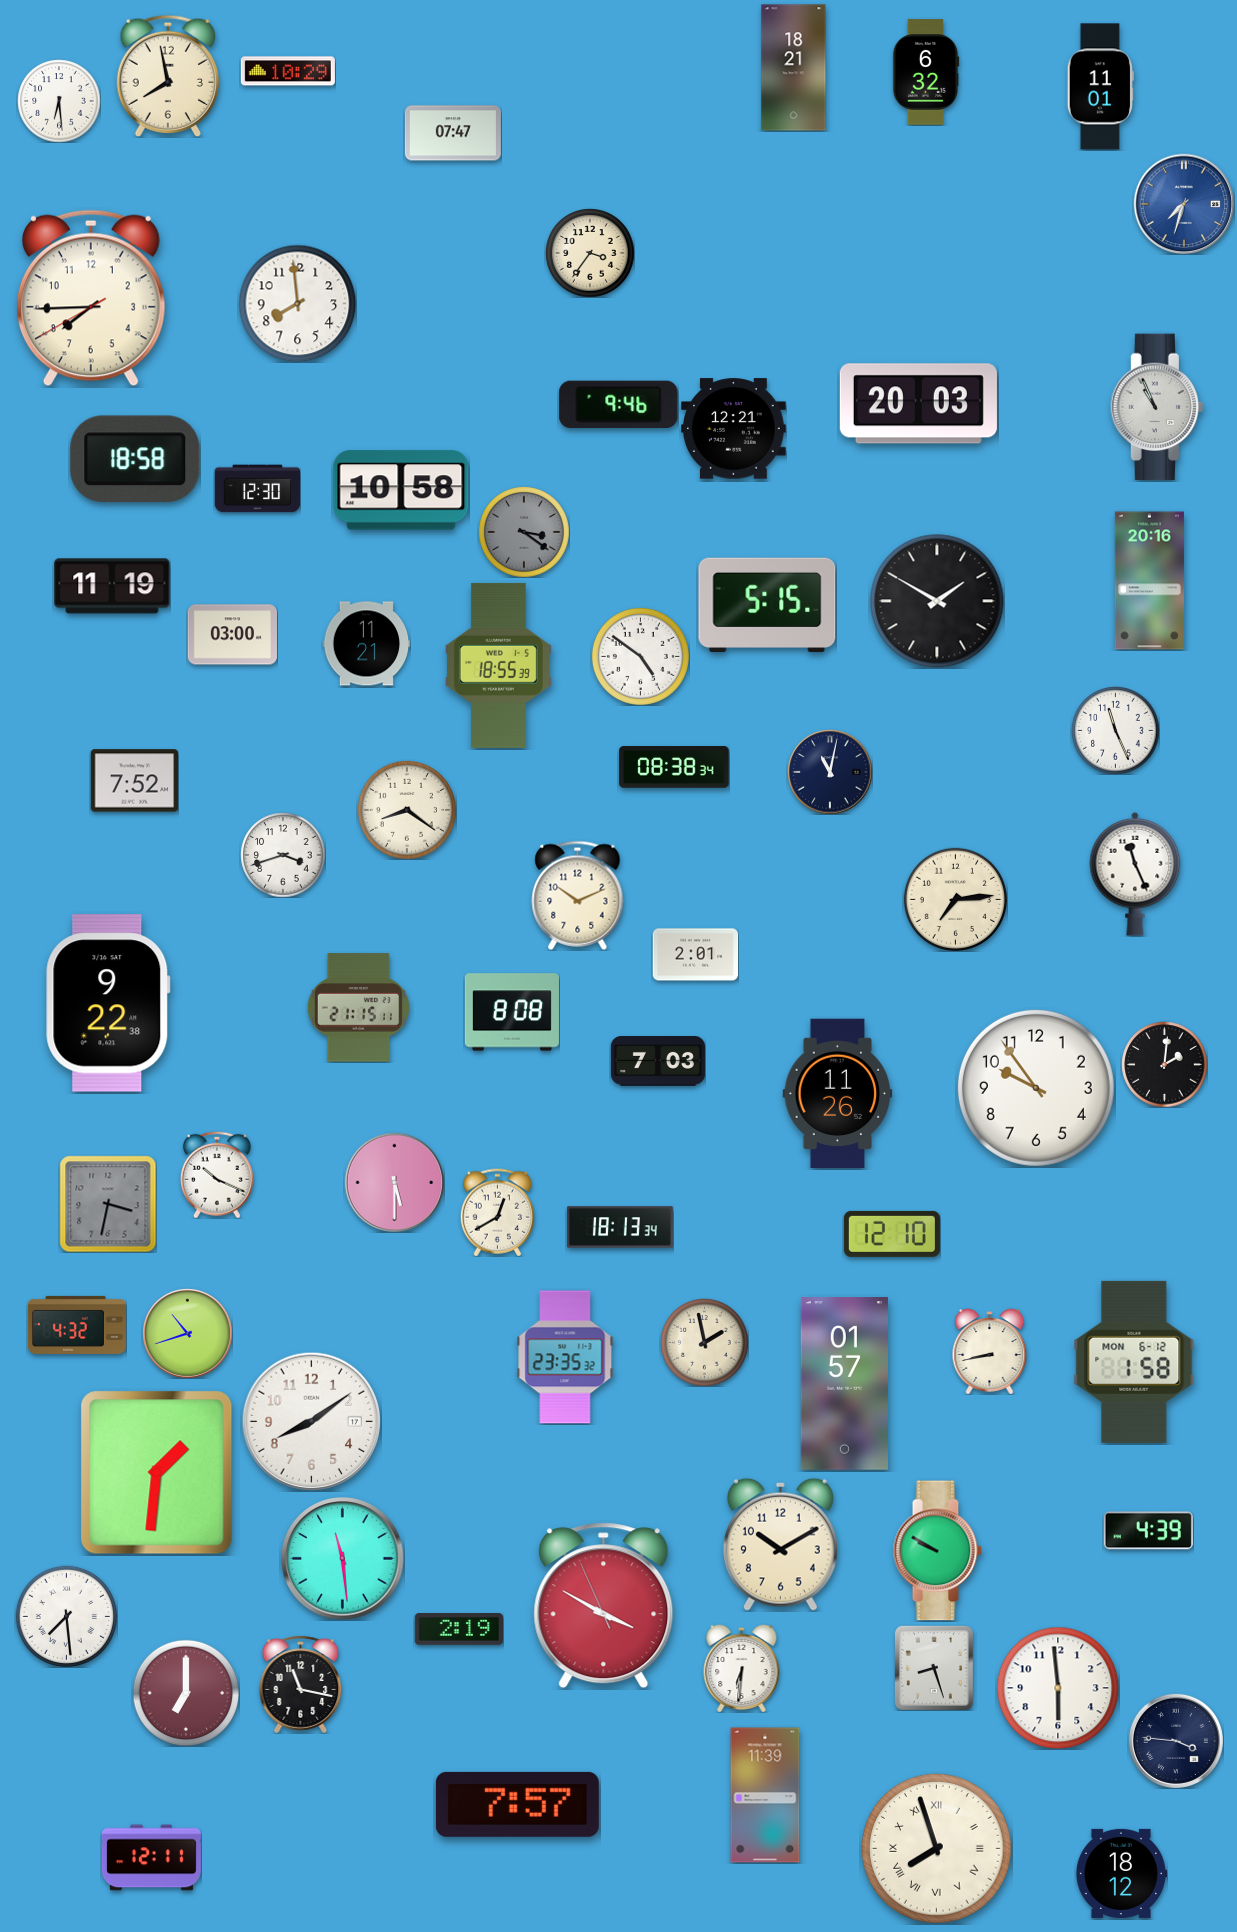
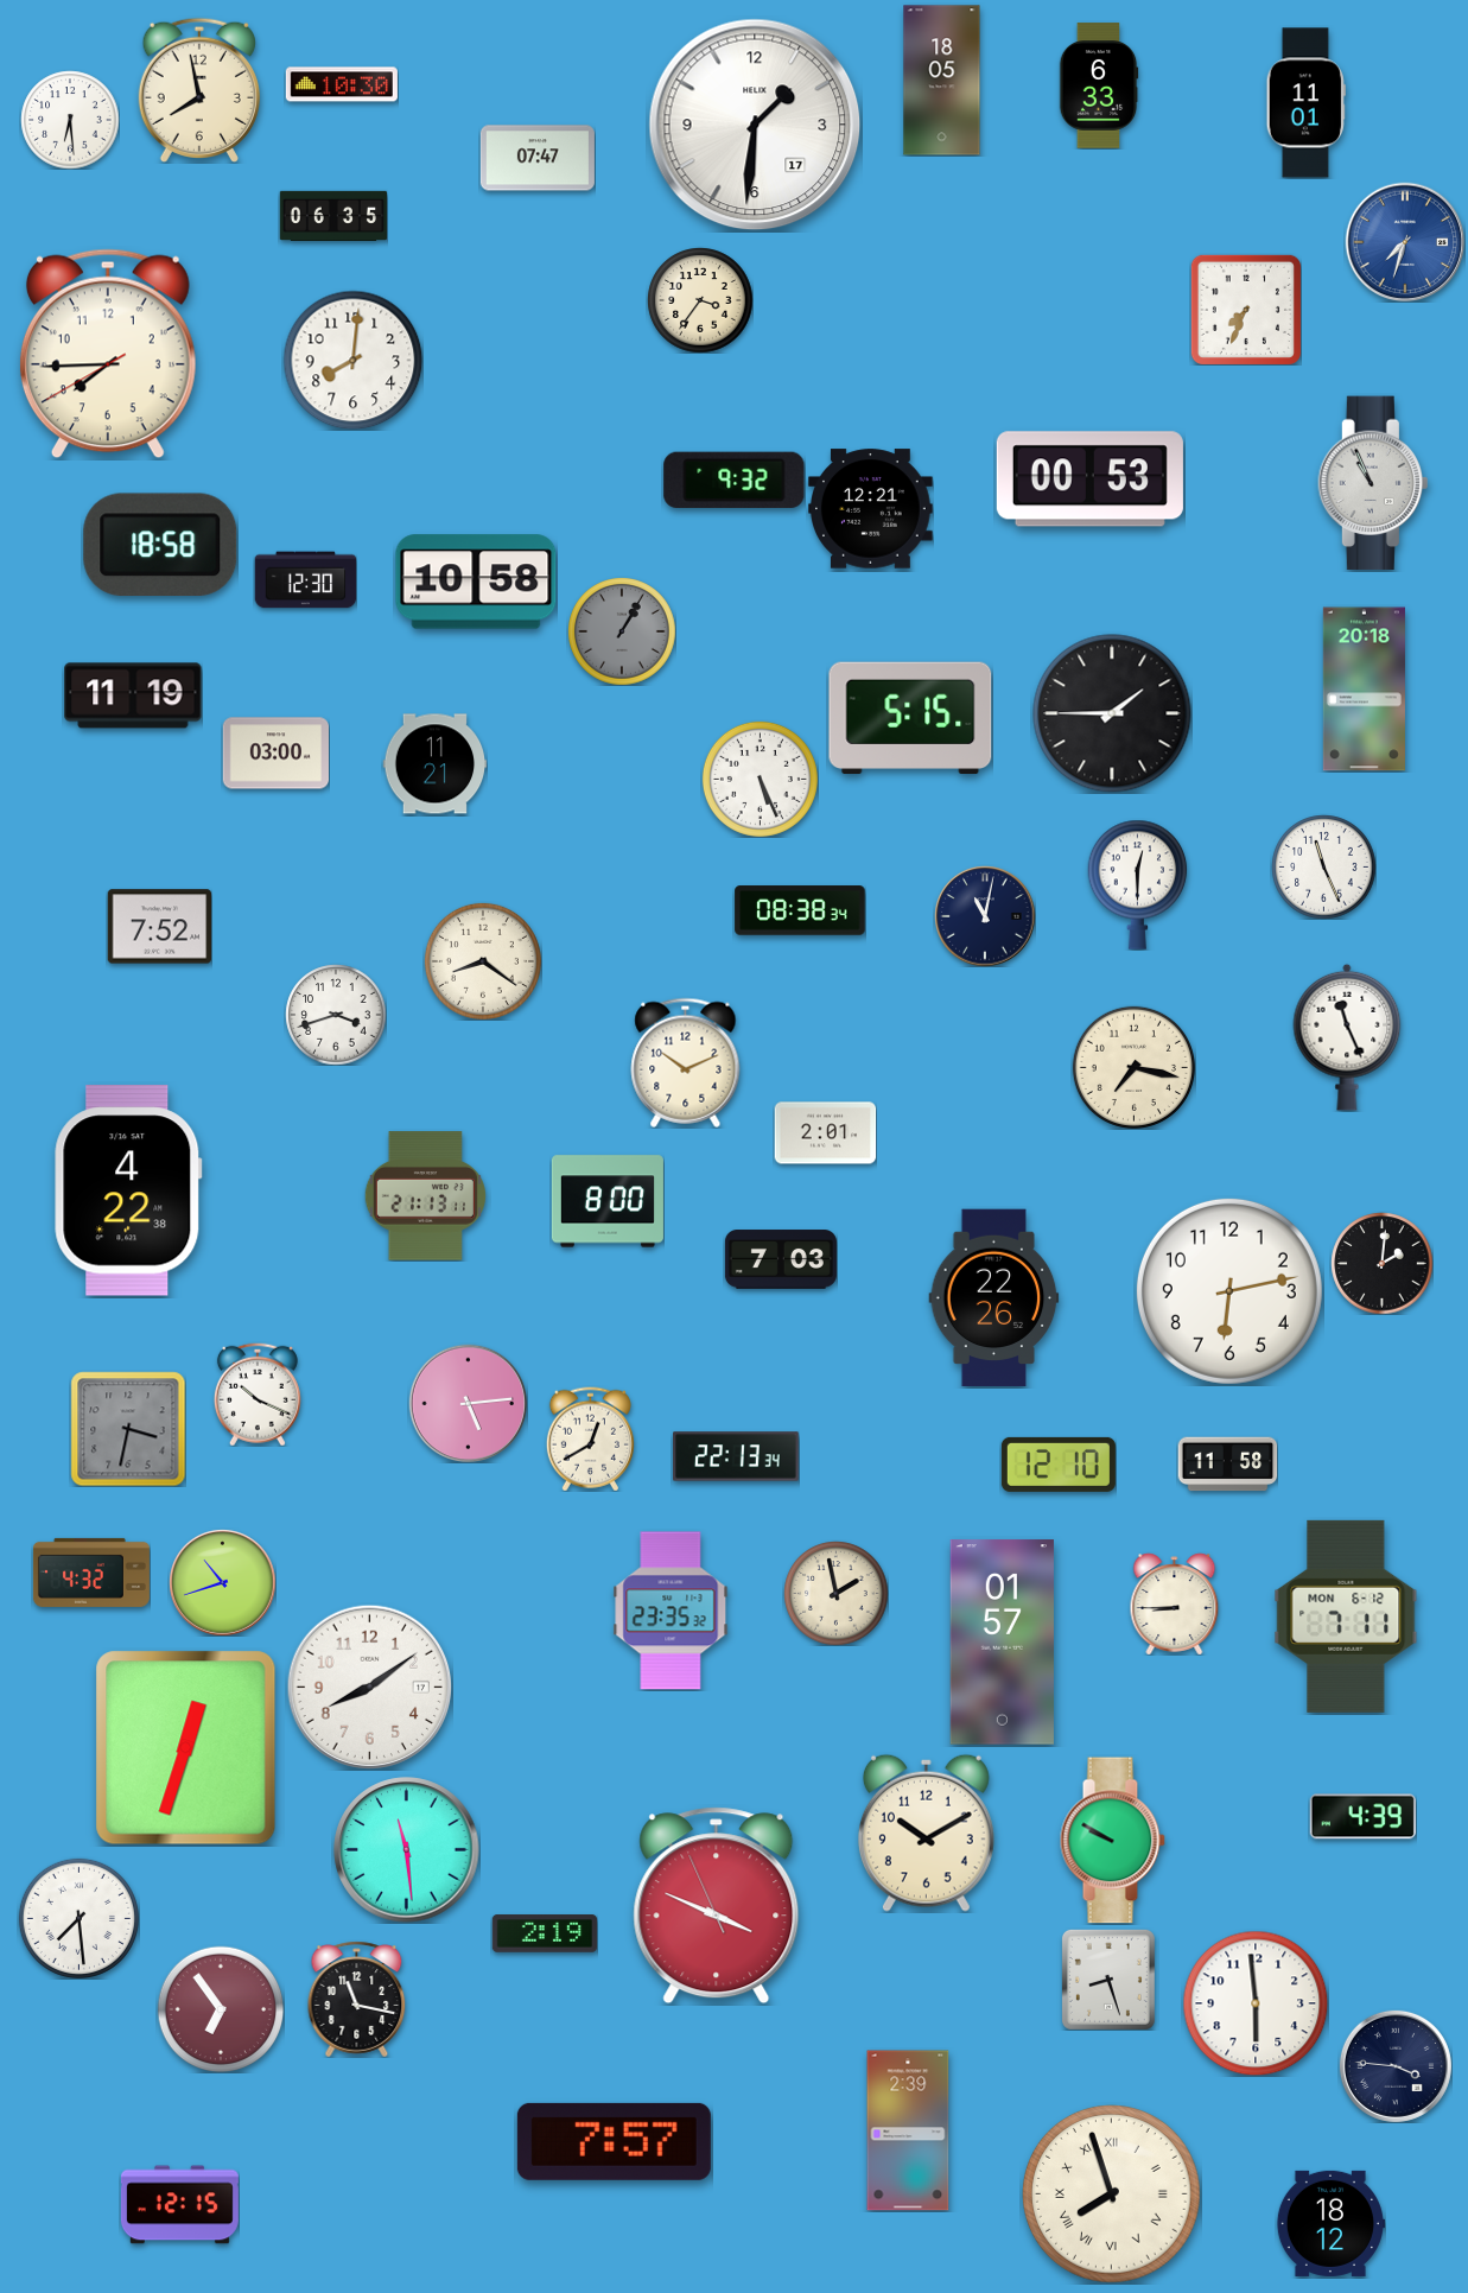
clock at (794, 68): 18:21 -> 18:05
clock at (288, 71): 10:29 -> 10:30
clock at (926, 72): 6:32 -> 6:33
clock at (755, 125): none -> 1:31
clock at (332, 215): none -> 06:35
clock at (1246, 310): none -> 7:34
clock at (297, 303): 7:59 -> 8:01
clock at (619, 404): 9:46 -> 9:32
clock at (918, 404): 20:03 -> 00:53
clock at (524, 532): 3:21 -> 1:05
clock at (1149, 581): 20:16 -> 20:18
clock at (937, 601): 1:50 -> 1:45
clock at (640, 656): 4:51 -> 5:26
clock at (498, 665): 18:55 -> none
clock at (1138, 884): none -> 12:30
clock at (955, 899): 7:14 -> 7:17
clock at (108, 1003): 9:22 -> 4:22
clock at (358, 1008): 21:15 -> 21:13
clock at (512, 1012): 8:08 -> 8:00
clock at (1036, 1088): 9:54 -> 6:13
clock at (838, 1094): 11:26 -> 22:26
clock at (394, 1182): 5:30 -> 5:14
clock at (620, 1227): 18:13 -> 22:13
clock at (1227, 1465): none -> 11:58
clock at (990, 1351): 8:43 -> 8:45
clock at (1134, 1362): 1:58 -> 7:11
clock at (157, 1473): 1:31 -> 12:33
clock at (604, 1606): 3:49 -> 3:48
clock at (742, 1668): 6:31 -> none
clock at (186, 1693): 7:00 -> 6:54
clock at (765, 1795): 11:39 -> 2:39
clock at (151, 1858): 12:11 -> 12:15
